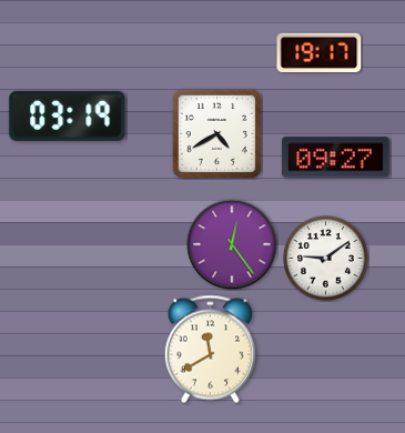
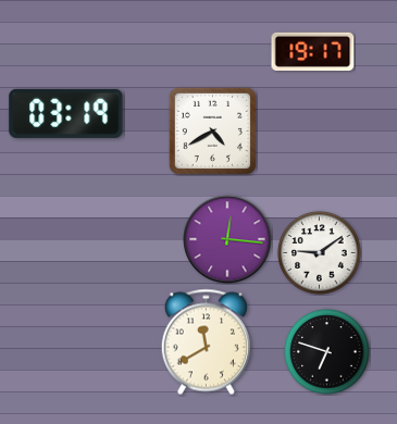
clock at (336, 158): 09:27 -> none
clock at (232, 244): 12:24 -> 12:16
clock at (327, 352): none -> 6:48
